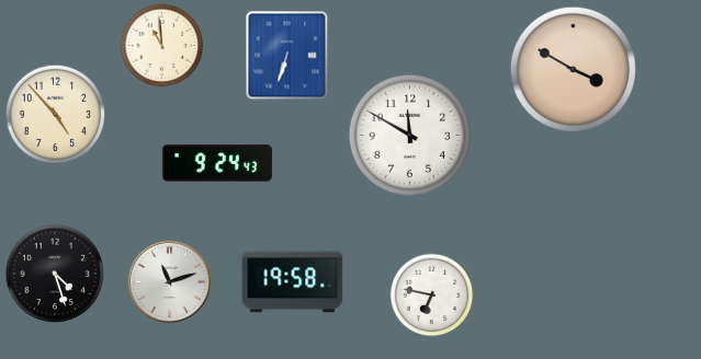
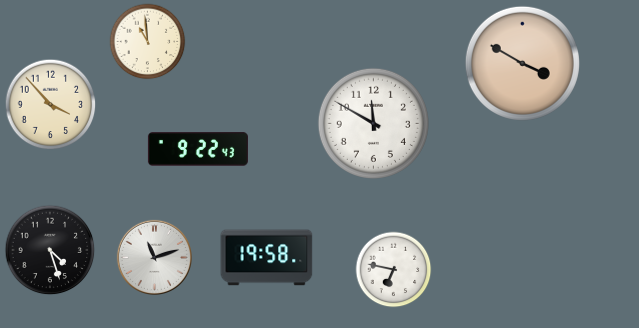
clock at (287, 56): 6:33 -> none
clock at (56, 115): 4:53 -> 3:53
clock at (217, 163): 9:24 -> 9:22
